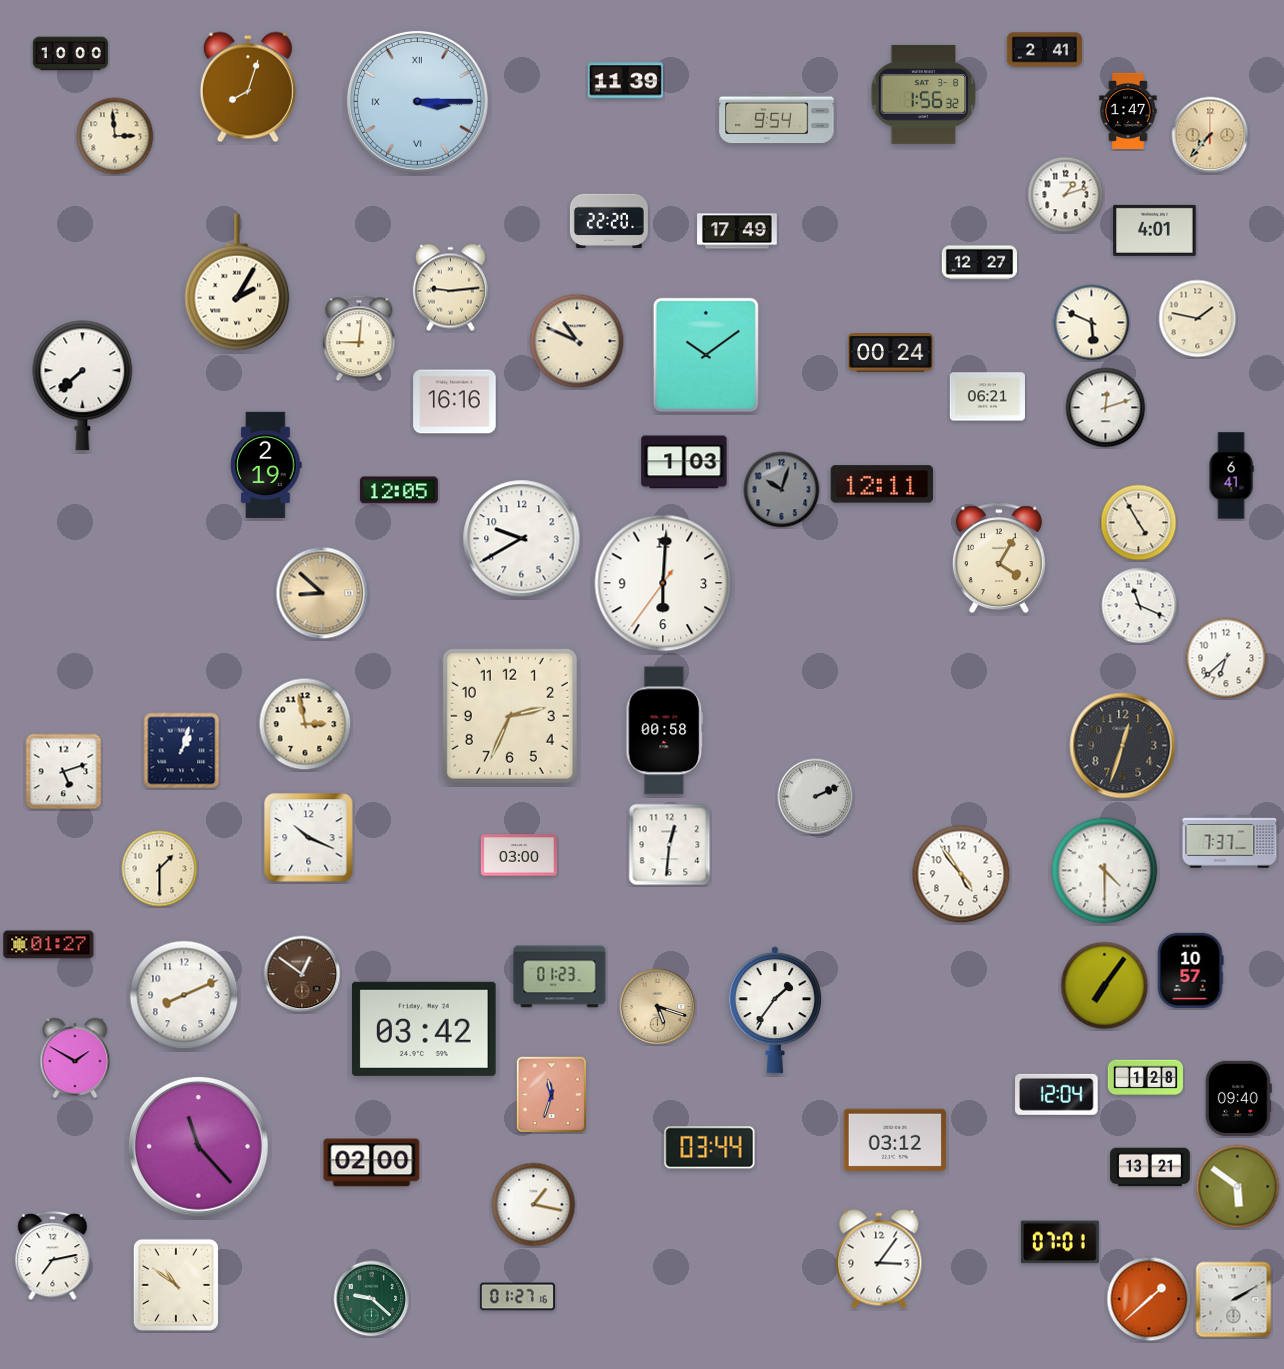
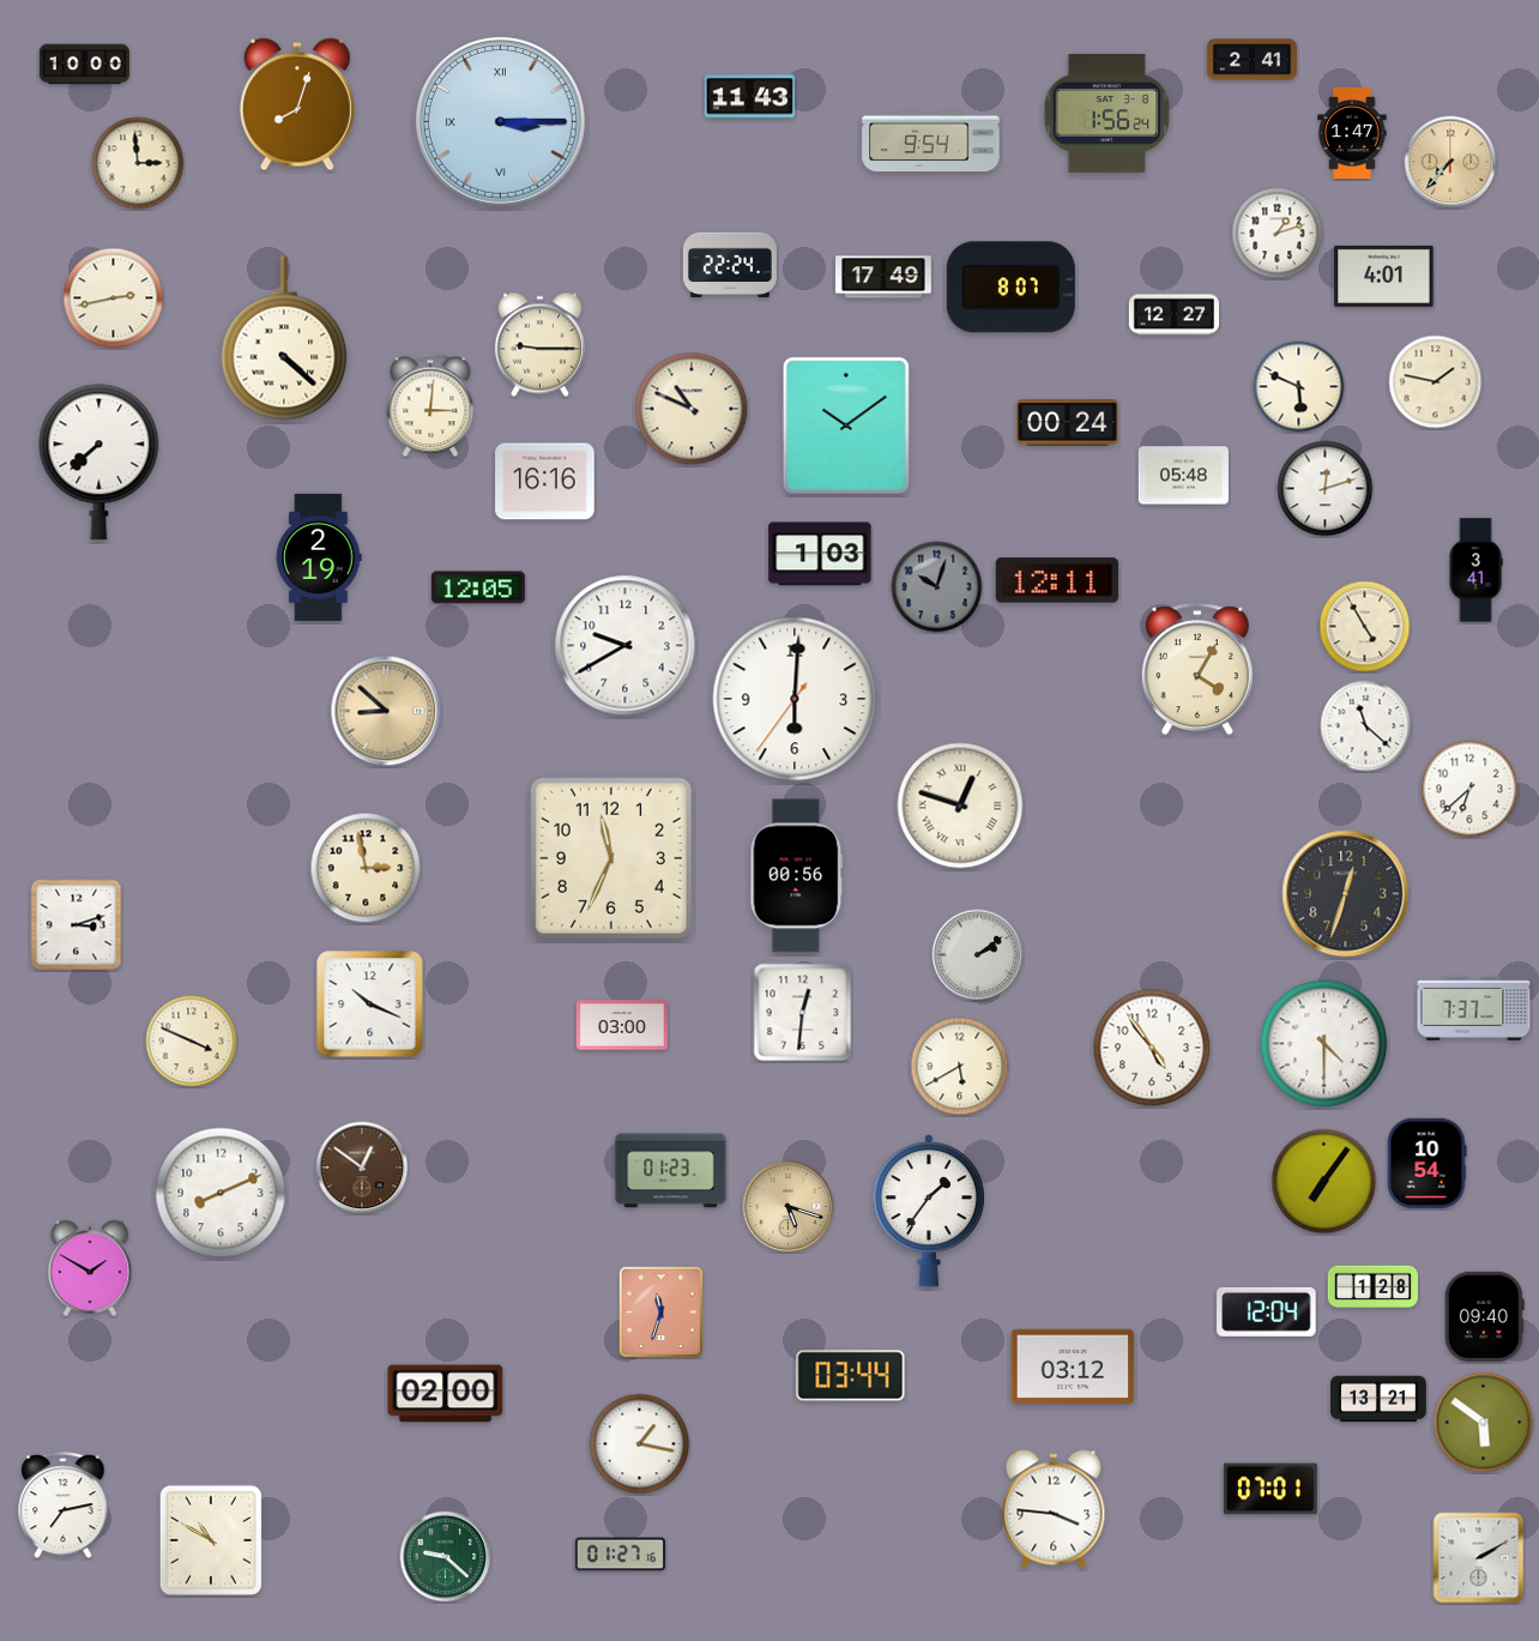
clock at (625, 81): 11:39 -> 11:43
clock at (924, 94): 1:56:32 -> 1:56:24
clock at (609, 221): 22:20 -> 22:24
clock at (1010, 288): none -> 8:07
clock at (114, 298): none -> 2:43
clock at (237, 282): 2:05 -> 4:22
clock at (450, 288): 9:14 -> 9:15
clock at (1092, 323) position: (1092, 323) -> (1299, 387)
clock at (359, 338): 9:01 -> 3:01
clock at (987, 397): 06:21 -> 05:48
clock at (1231, 476): 6:41 -> 3:41
clock at (1140, 606): 11:19 -> 11:22
clock at (960, 806): none -> 12:48
clock at (510, 716): 2:34 -> 11:34
clock at (665, 731): 00:58 -> 00:56
clock at (182, 751): 1:03 -> none
clock at (64, 772): 5:12 -> 3:12
clock at (816, 797): 2:11 -> 2:09
clock at (160, 869): 1:30 -> 3:49
clock at (960, 1067): none -> 5:40
clock at (49, 945): 01:27 -> none
clock at (1190, 970): 10:57 -> 10:54
clock at (424, 1029): 03:42 -> none
clock at (1145, 1078) position: (1145, 1078) -> (1372, 1287)
clock at (198, 1146): 11:23 -> none
clock at (879, 1259): 3:06 -> 3:46
clock at (176, 1285): 10:51 -> 10:50
clock at (1149, 1299): 1:38 -> none
